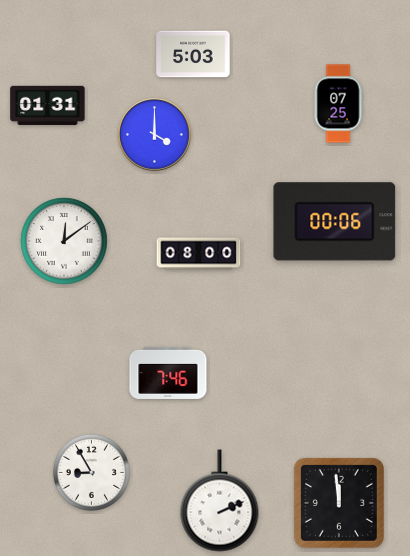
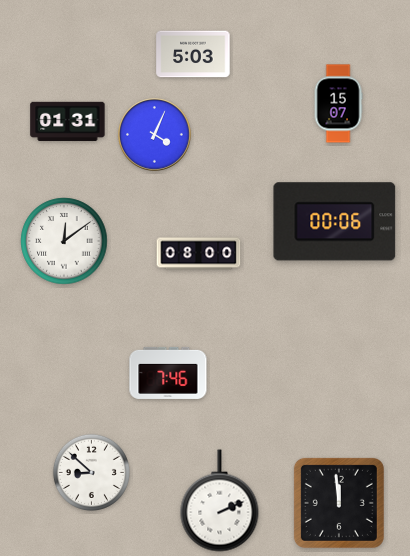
clock at (338, 104): 07:25 -> 15:07
clock at (48, 105) position: (48, 105) -> (68, 121)
clock at (155, 135): 4:00 -> 4:04
clock at (91, 472): 8:55 -> 8:52
